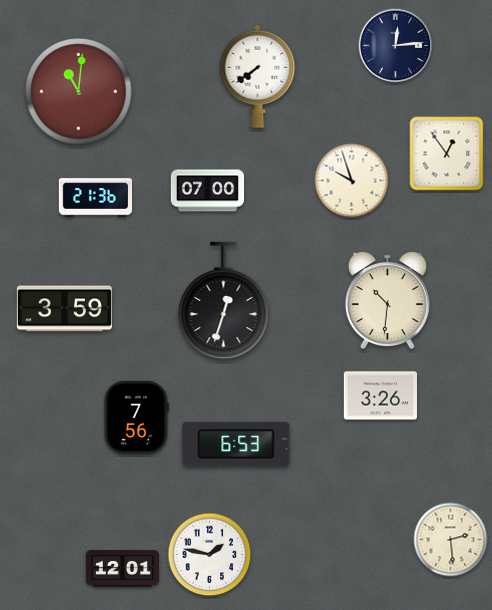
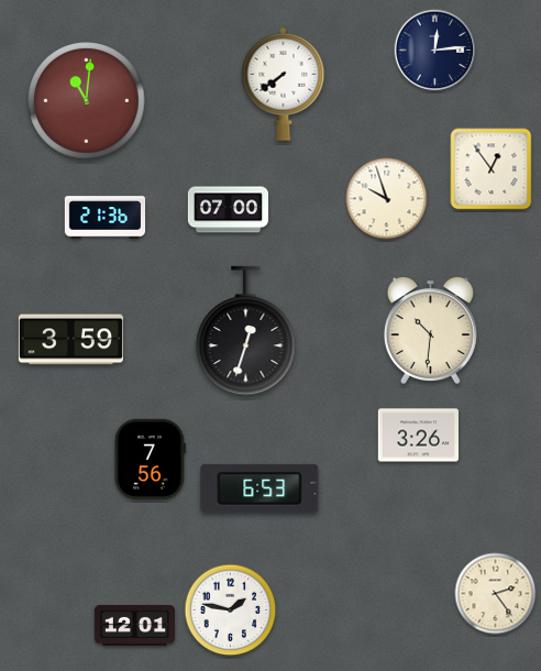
clock at (387, 301) position: (387, 301) -> (430, 331)
clock at (451, 540): 2:29 -> 2:24
